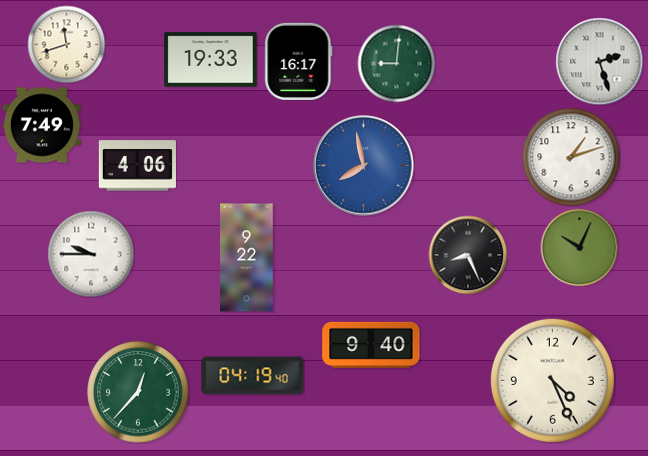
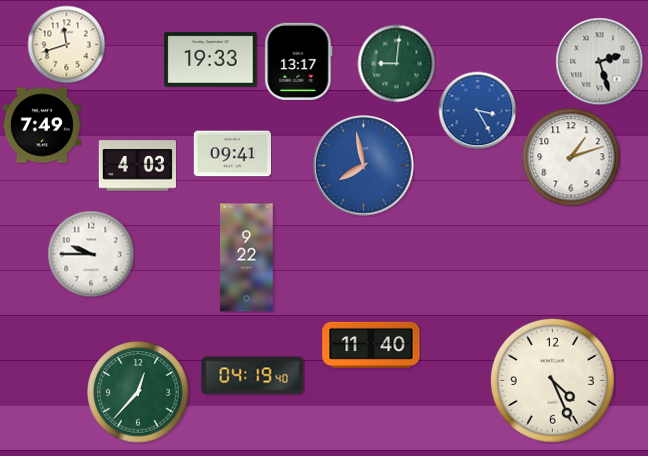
clock at (299, 61): 16:17 -> 13:17
clock at (477, 110): none -> 3:25
clock at (232, 154): none -> 09:41
clock at (137, 166): 4:06 -> 4:03
clock at (579, 247): 10:04 -> none
clock at (468, 255): 8:26 -> none
clock at (371, 345): 9:40 -> 11:40
